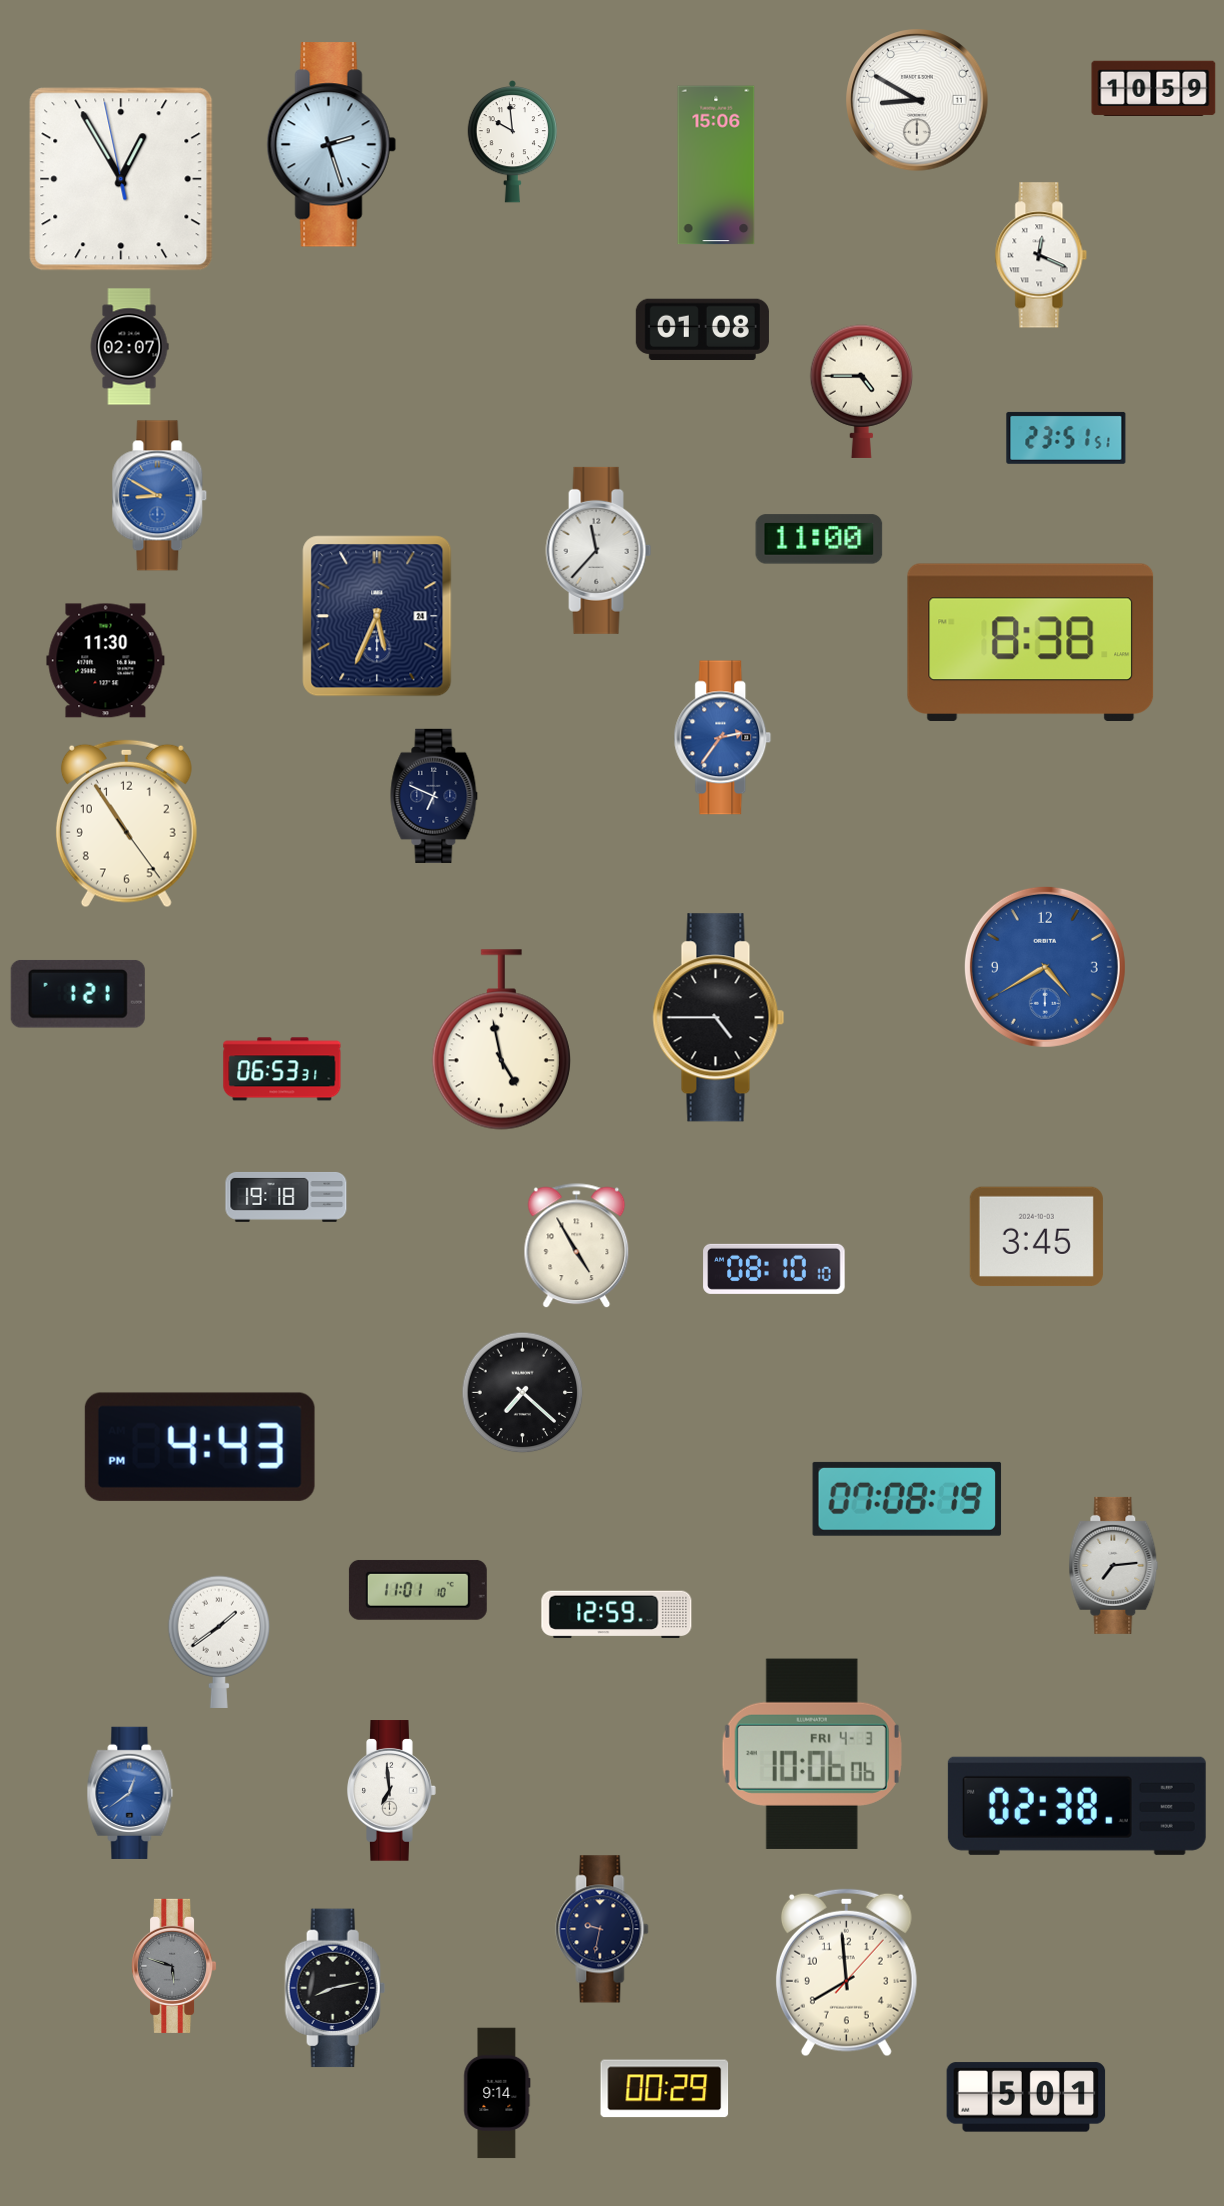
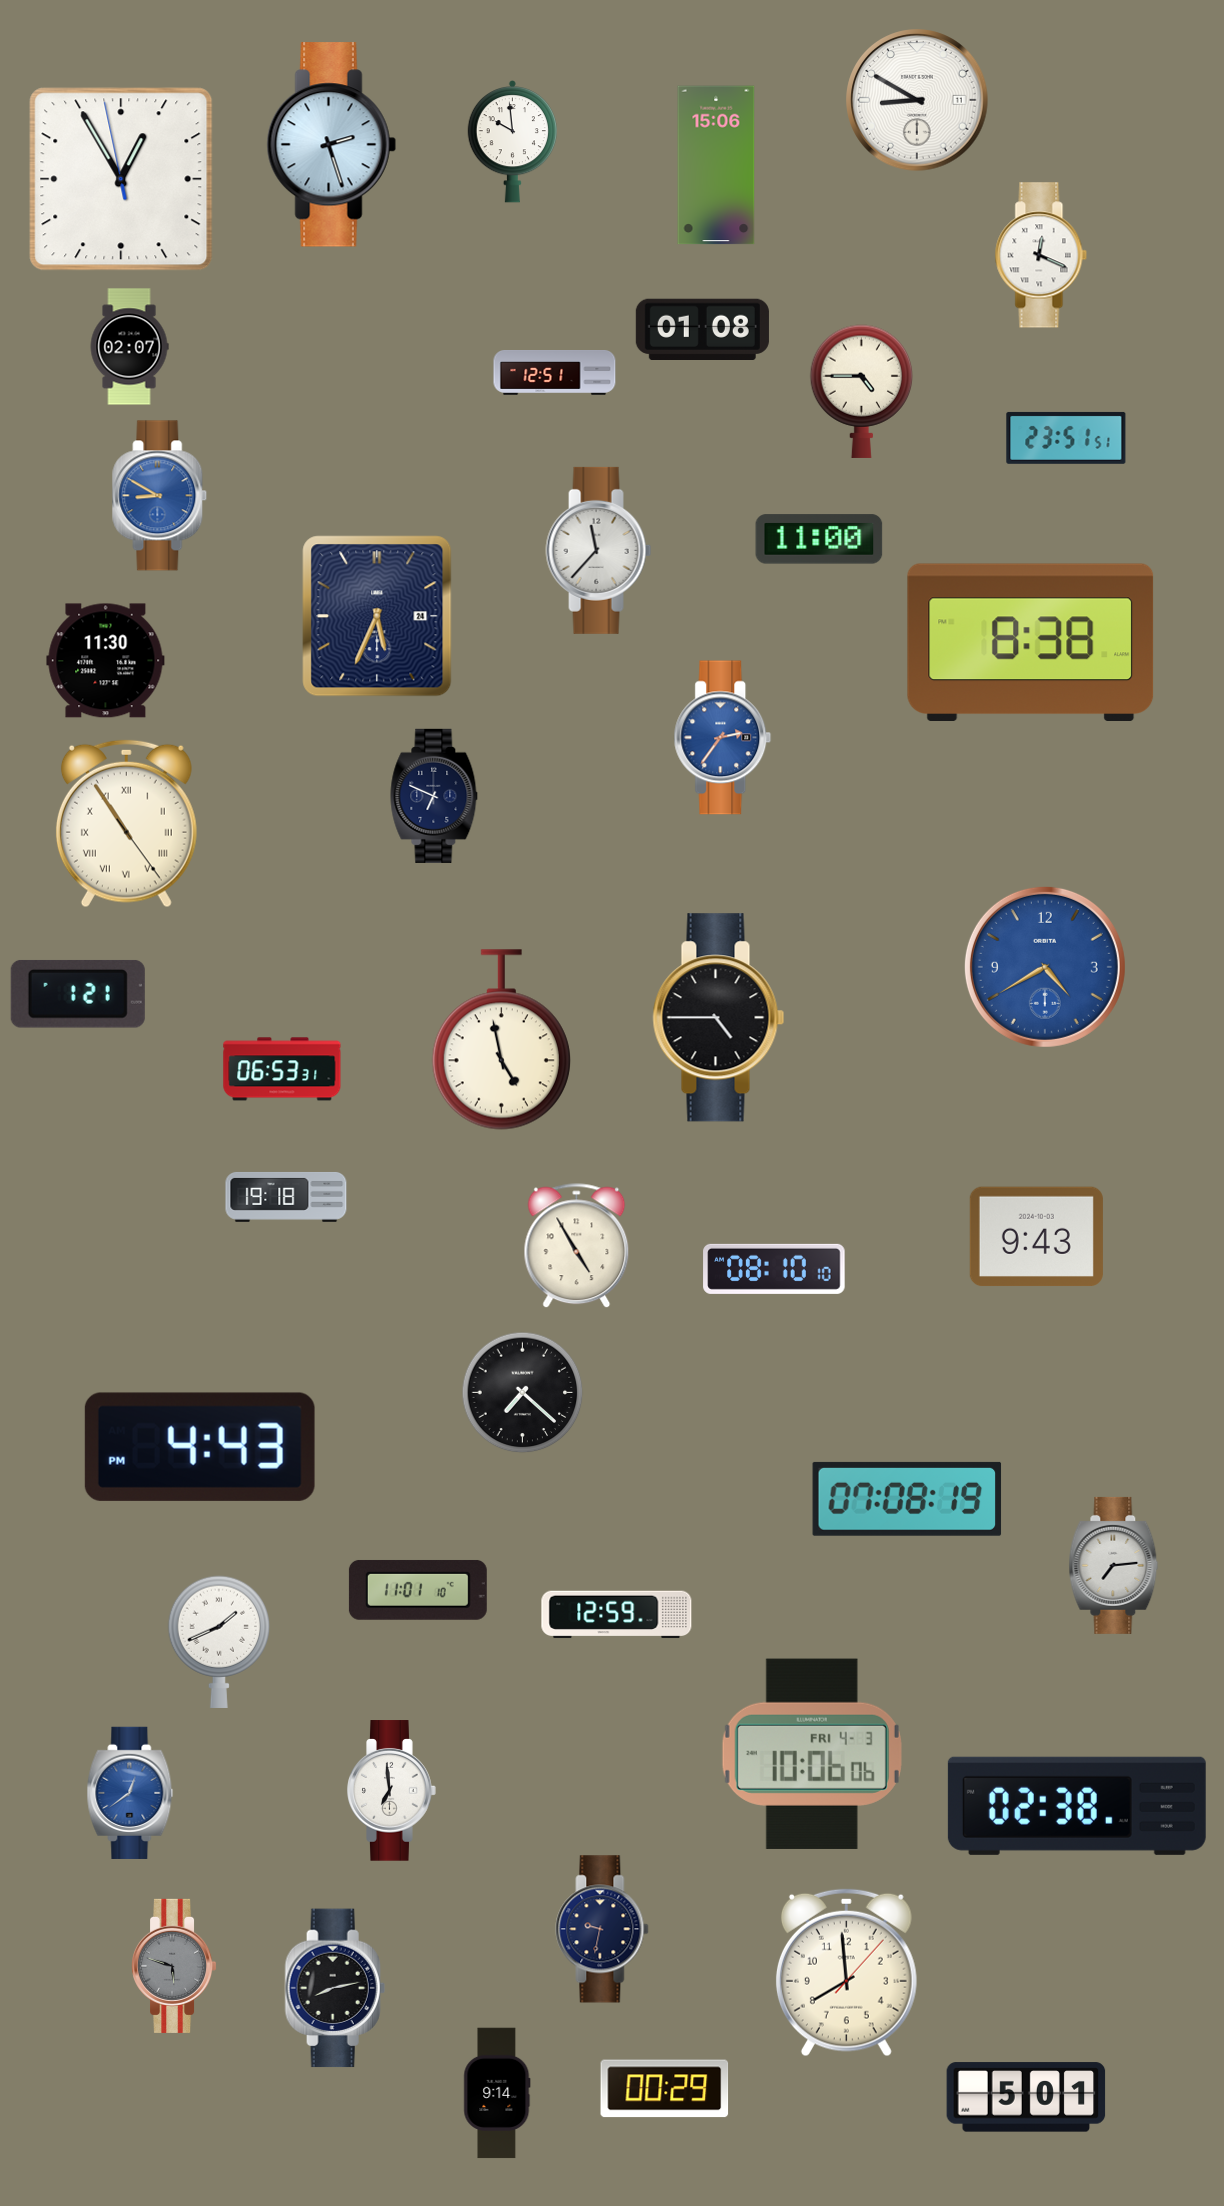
clock at (1154, 88): 10:59 -> none
clock at (555, 373): none -> 12:51
clock at (126, 824) numerals: Arabic -> Roman
clock at (1036, 1237): 3:45 -> 9:43
clock at (219, 1642): 1:39 -> 1:41
